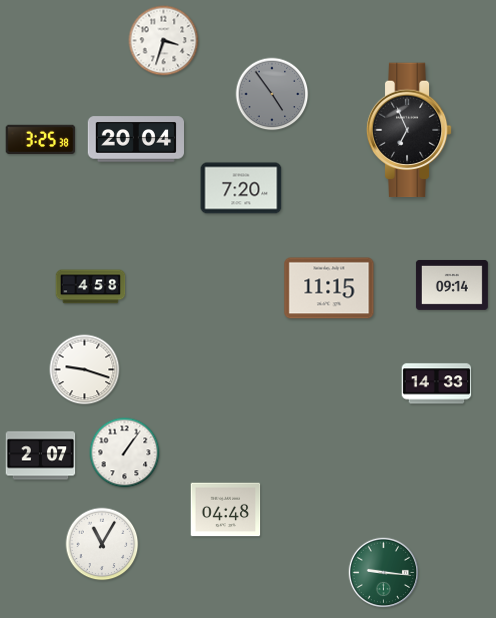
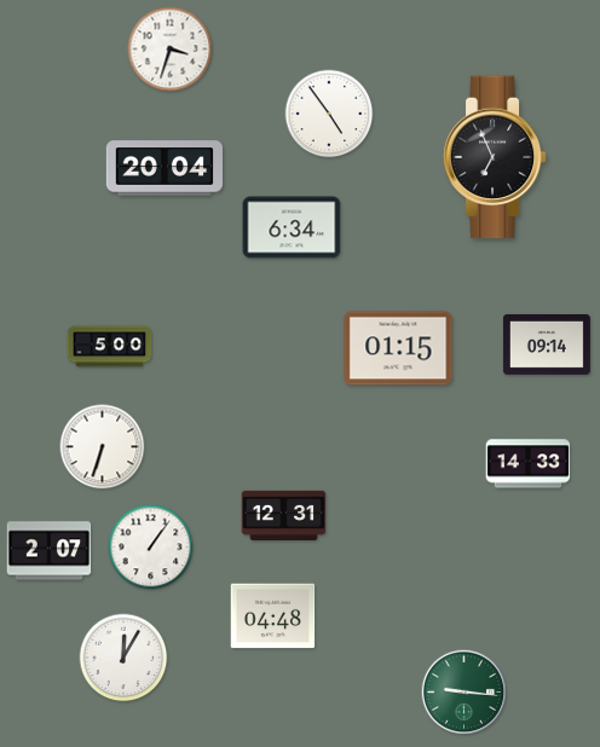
clock at (164, 41) position: (164, 41) -> (171, 50)
clock at (272, 94) dial: grey -> white
clock at (41, 140): 3:25 -> none
clock at (241, 188): 7:20 -> 6:34
clock at (91, 287): 4:58 -> 5:00
clock at (329, 288): 11:15 -> 01:15
clock at (85, 370): 9:18 -> 6:33
clock at (284, 515): none -> 12:31
clock at (102, 544): 11:05 -> 12:05
